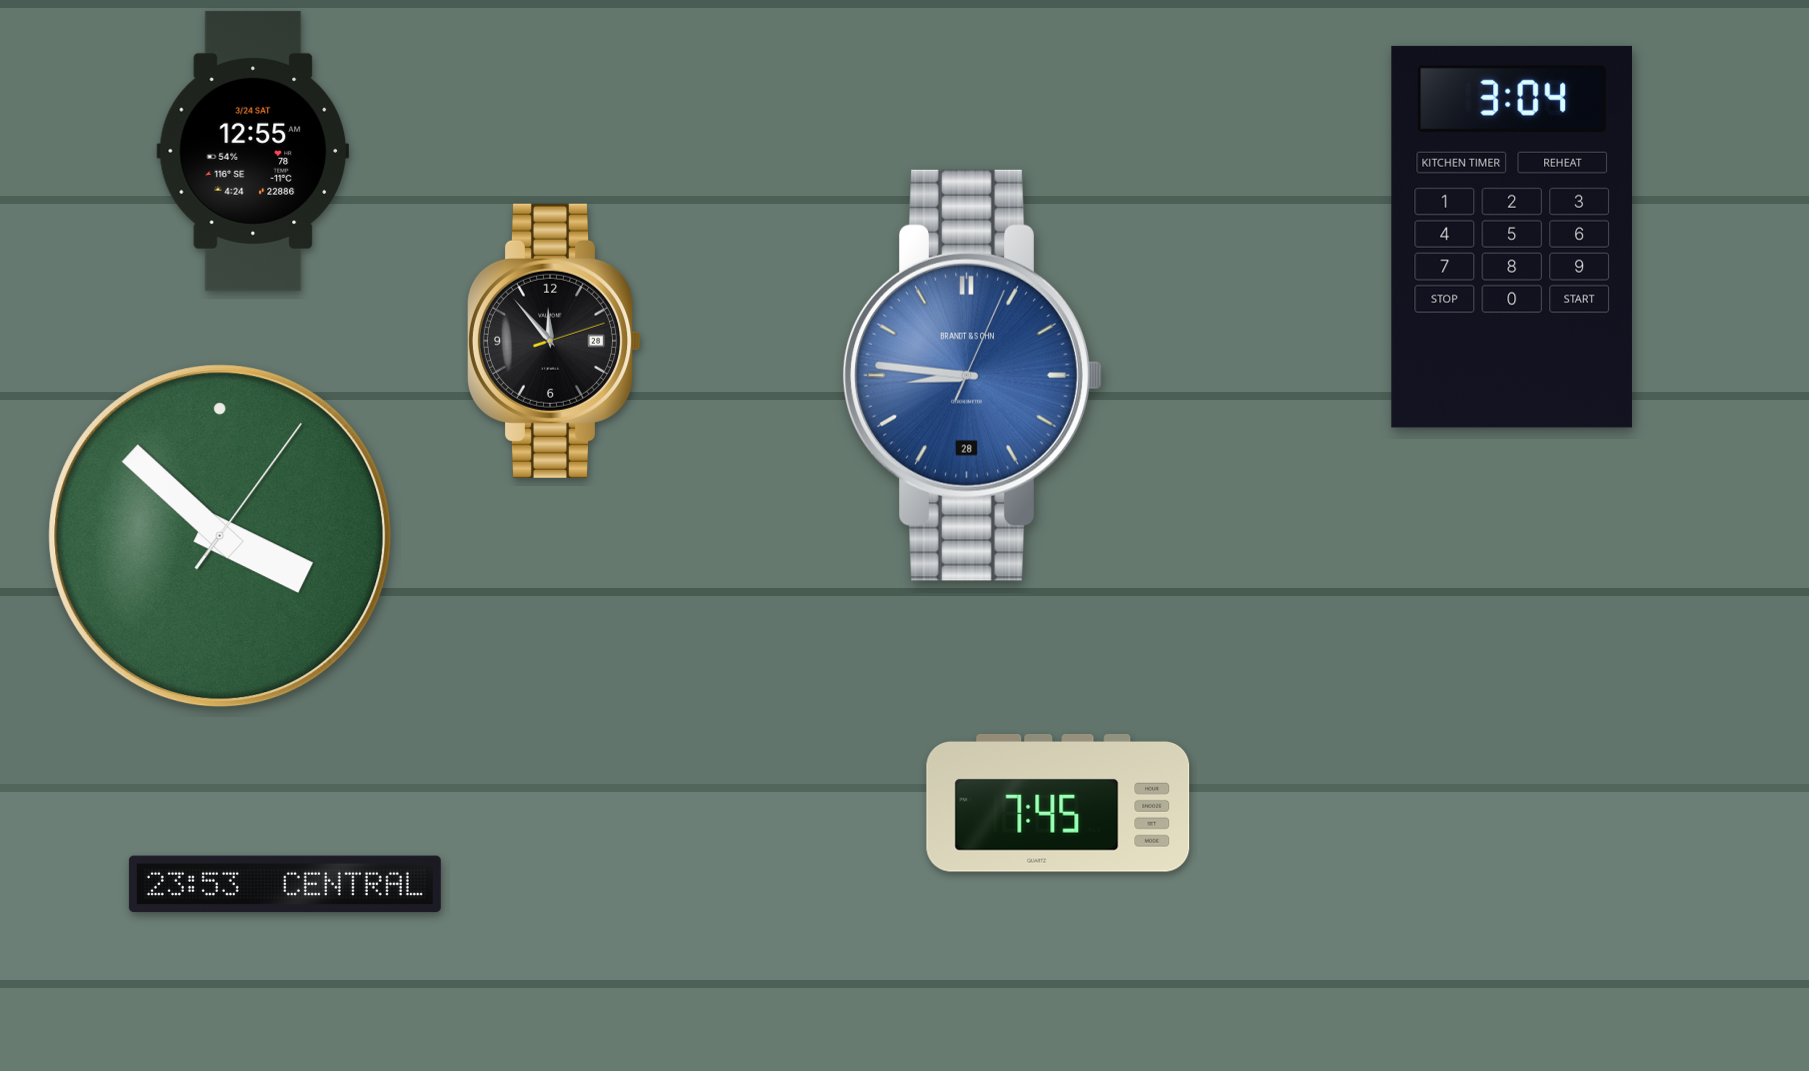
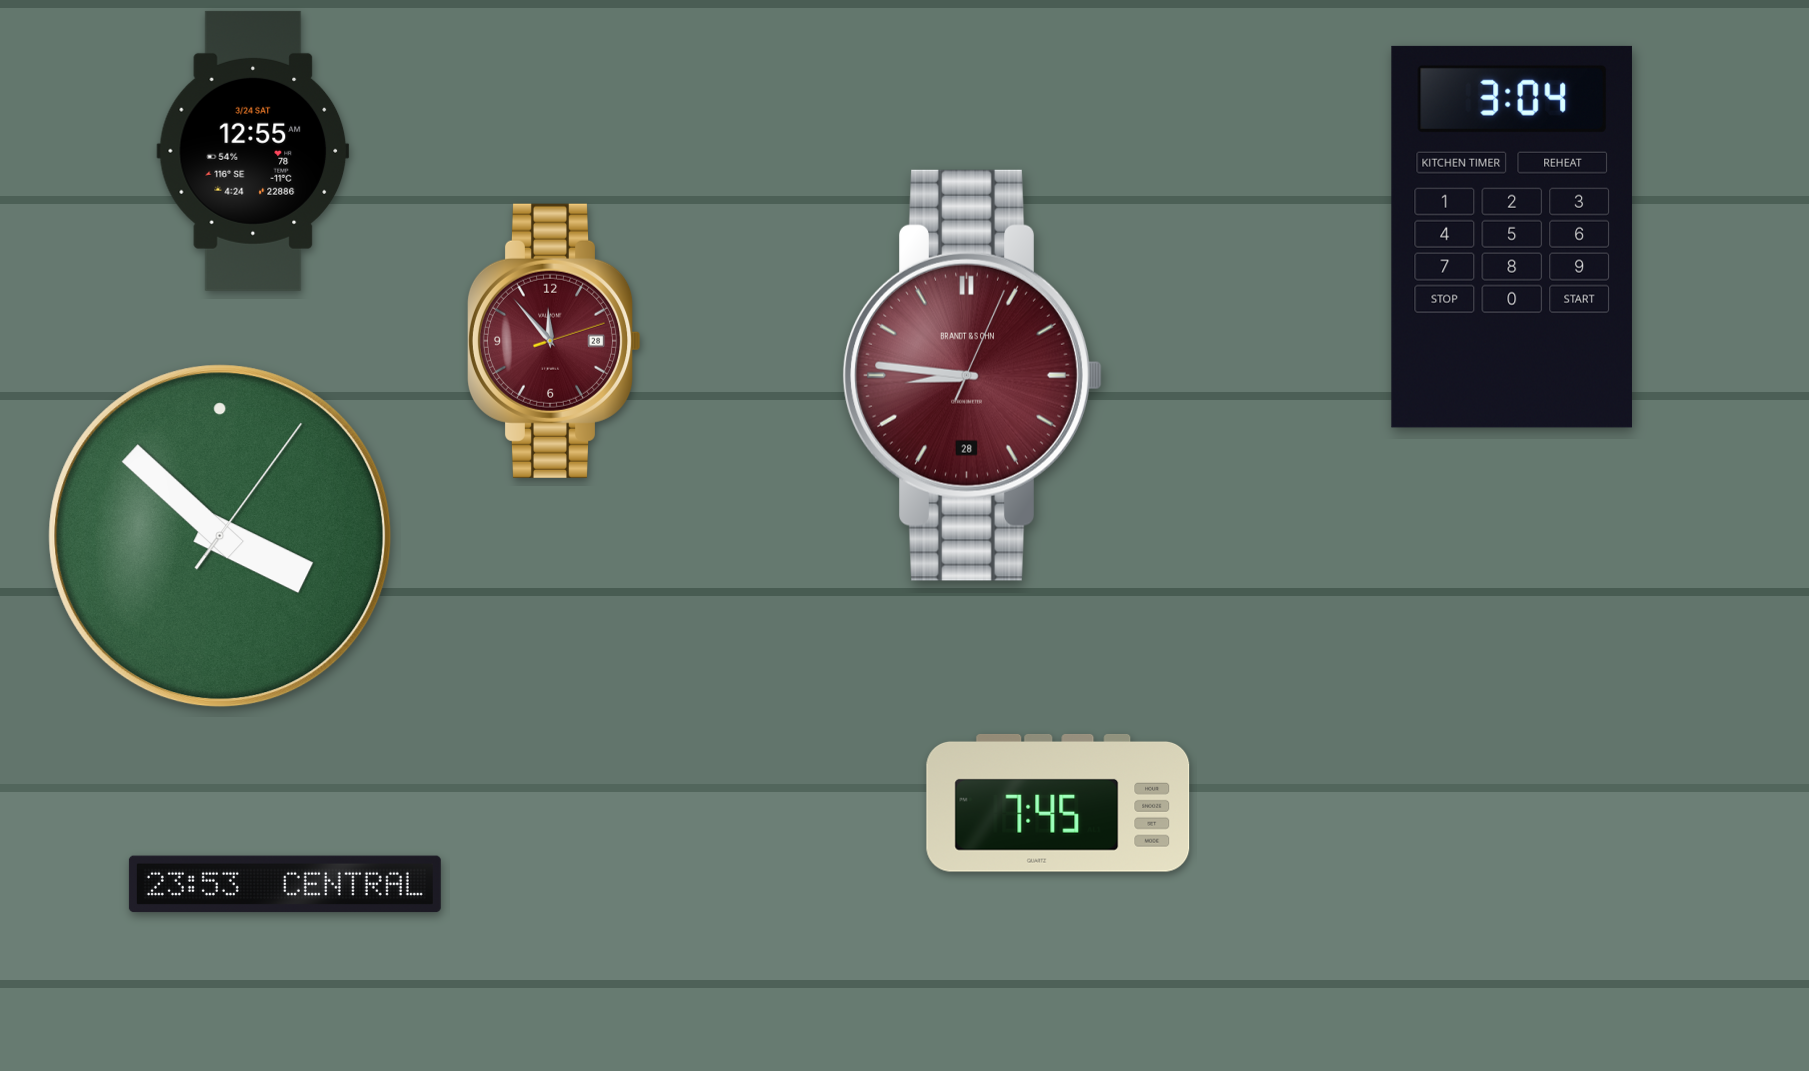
clock at (554, 341) dial: black -> burgundy
clock at (972, 375) dial: blue -> burgundy
